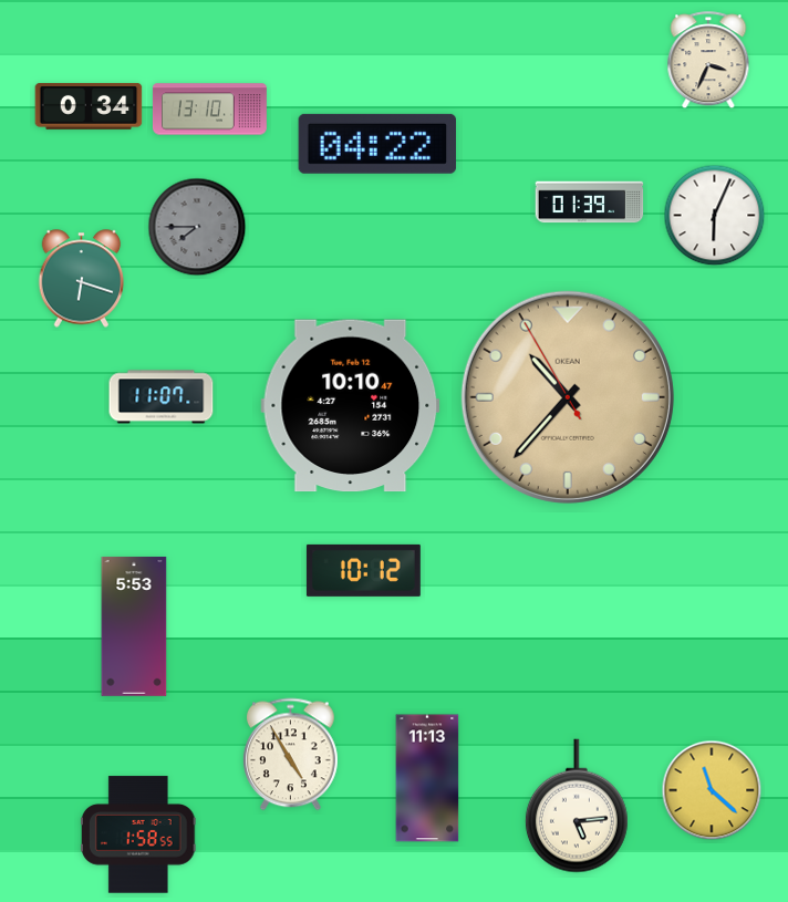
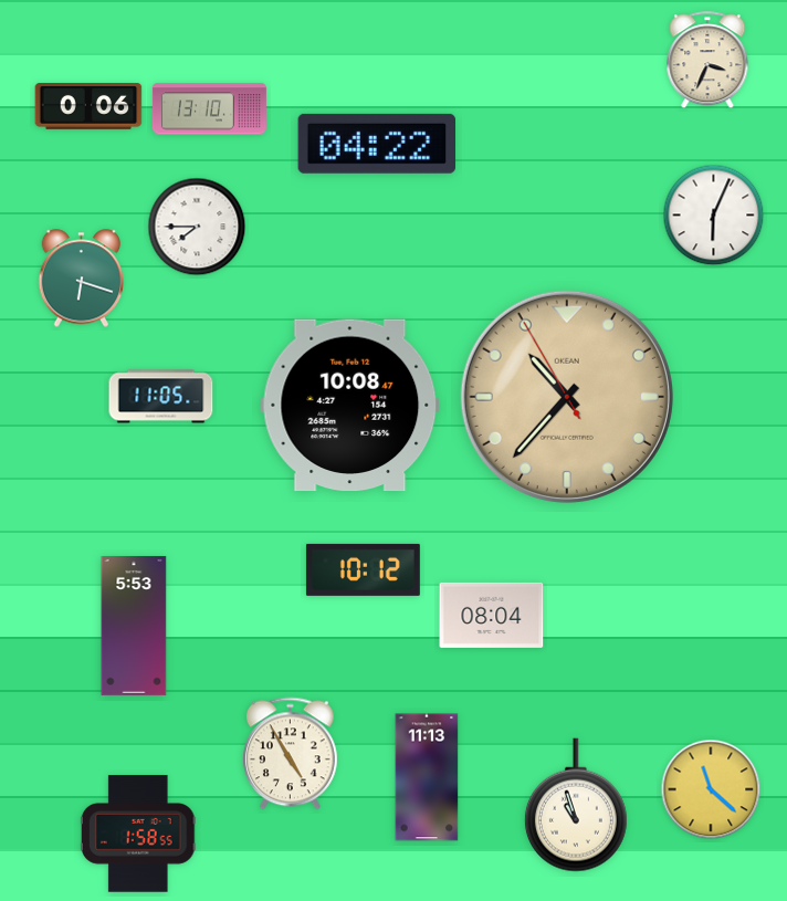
clock at (89, 107): 0:34 -> 0:06
clock at (590, 203): 01:39 -> none
clock at (197, 227) dial: grey -> white
clock at (162, 397): 11:07 -> 11:05
clock at (351, 406): 10:10 -> 10:08
clock at (492, 615): none -> 08:04
clock at (577, 806): 5:14 -> 10:57
